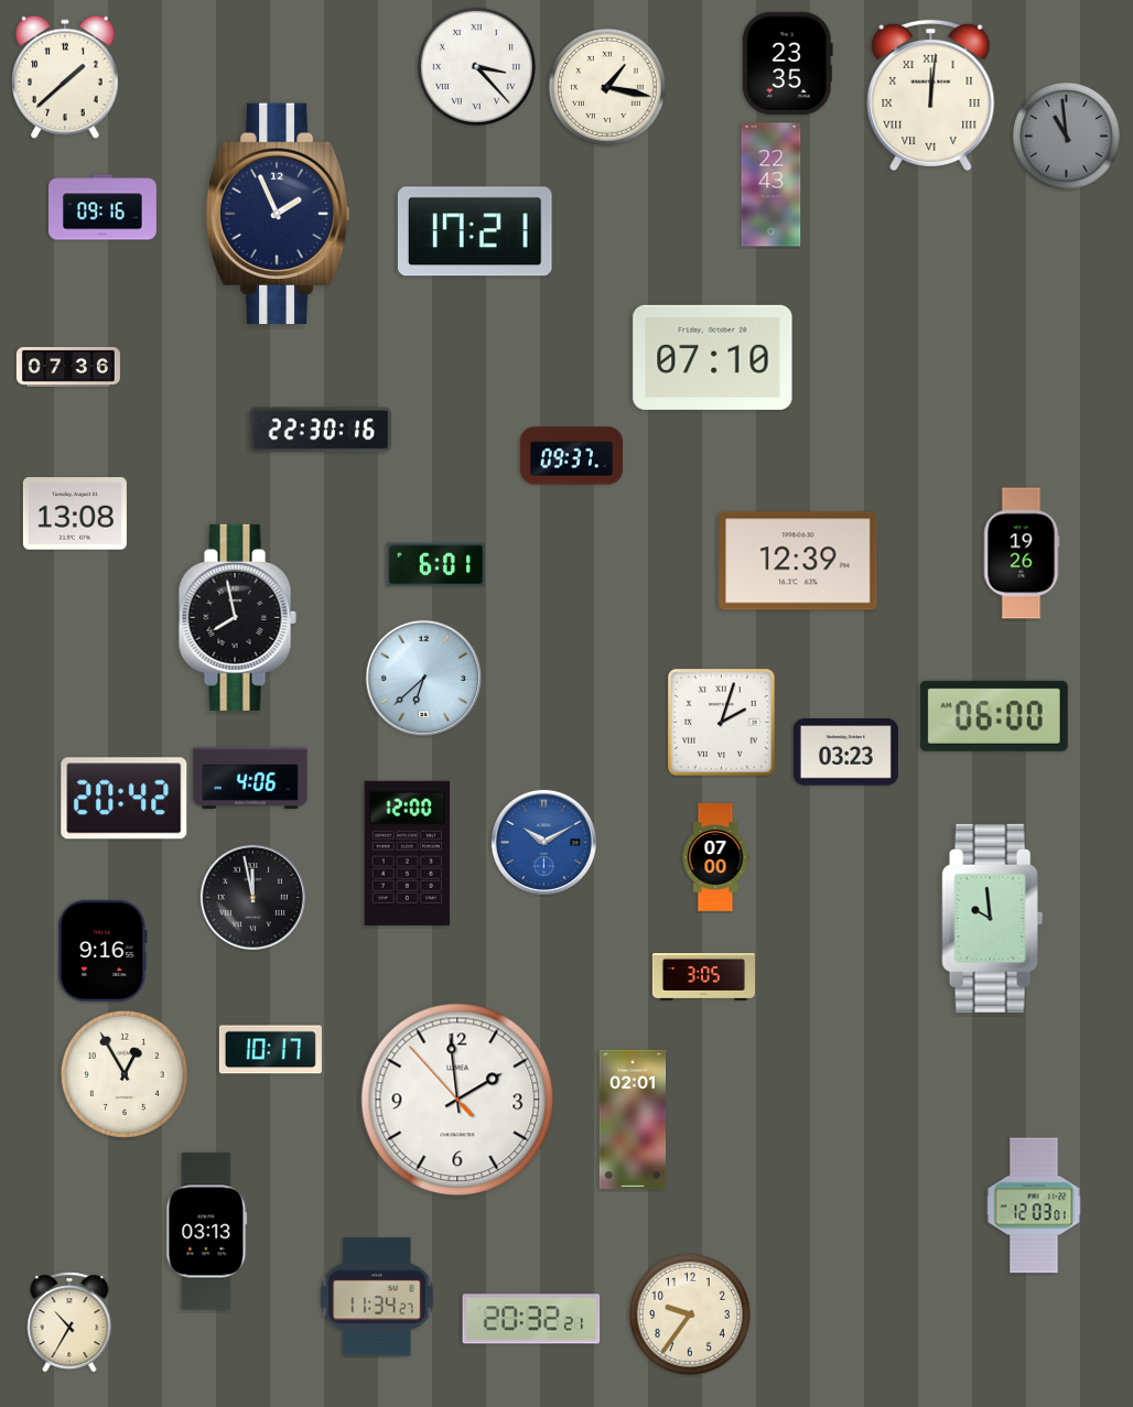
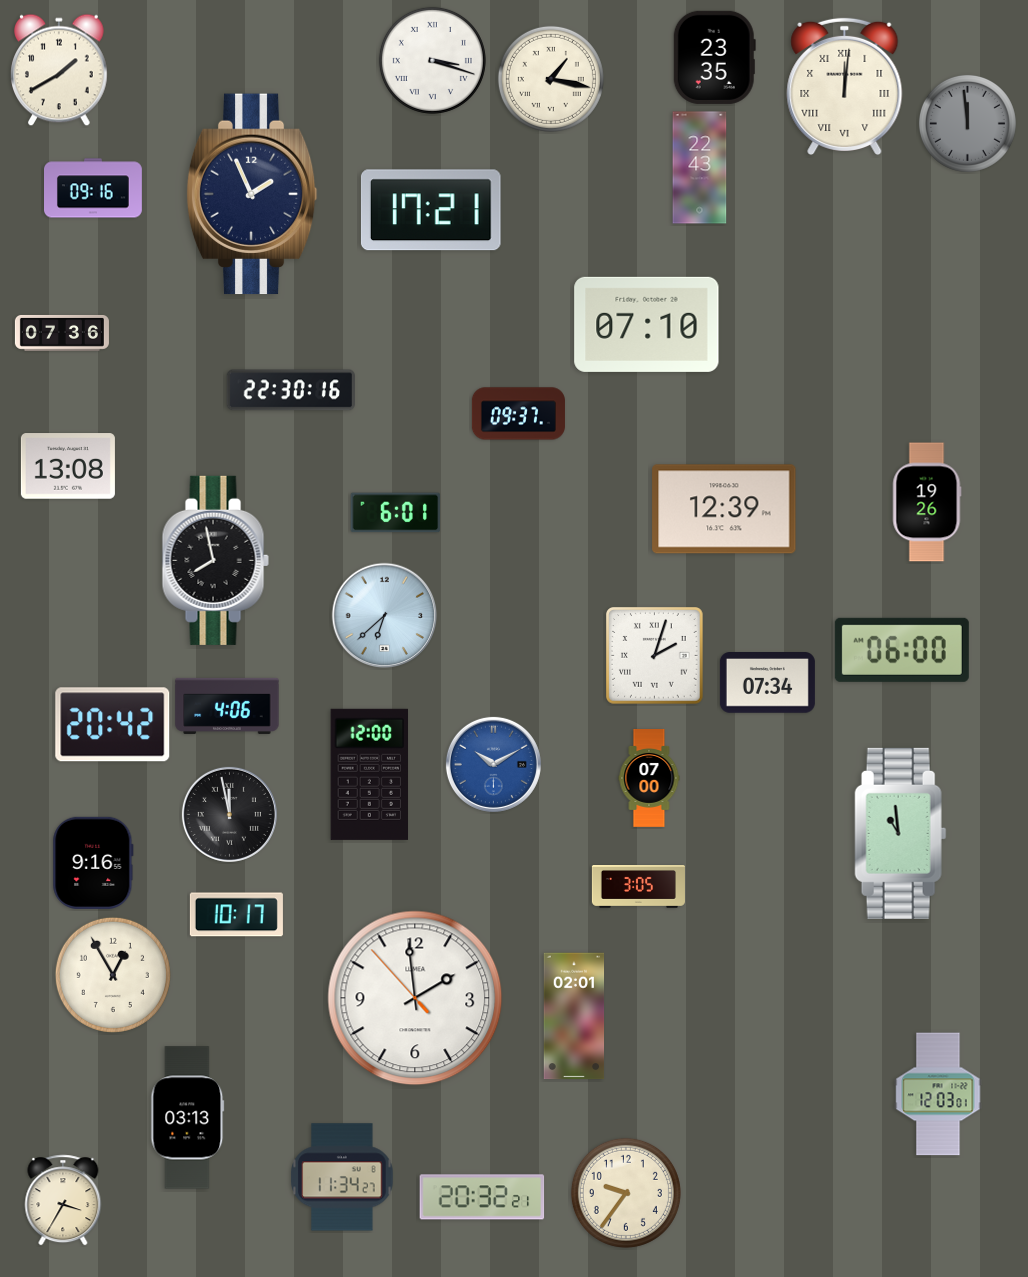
clock at (476, 66): 3:23 -> 3:18
clock at (65, 77): 1:38 -> 1:40
clock at (1066, 136): 10:59 -> 11:59
clock at (845, 753): 03:23 -> 07:34
clock at (993, 918): 9:59 -> 10:59
clock at (270, 1050) position: (270, 1050) -> (236, 915)
clock at (69, 1322): 10:35 -> 3:35
